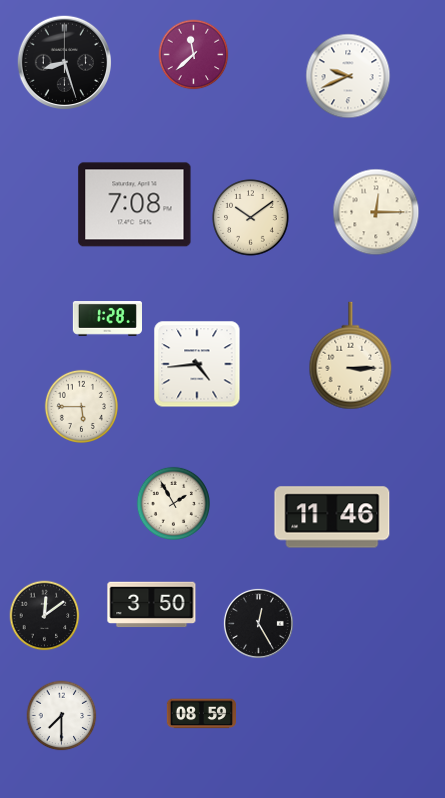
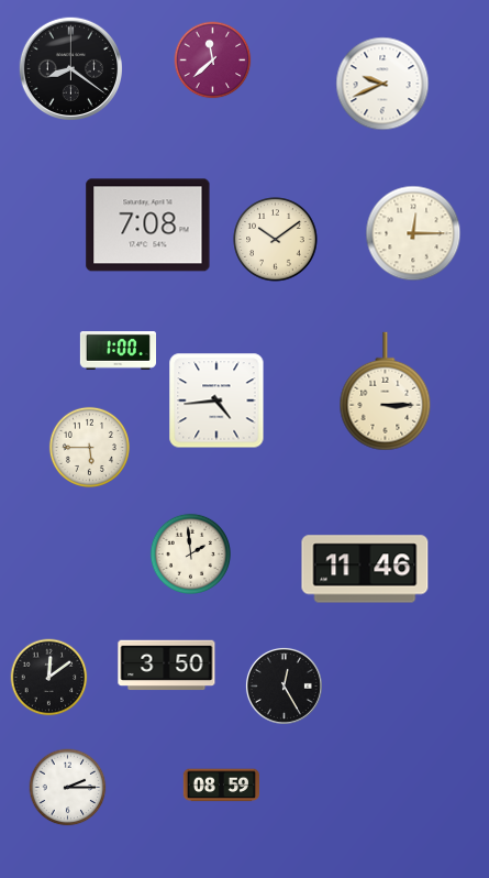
clock at (64, 62): 8:27 -> 8:21
clock at (107, 319): 1:28 -> 1:00
clock at (173, 503): 1:55 -> 1:59
clock at (62, 716): 7:30 -> 2:15
